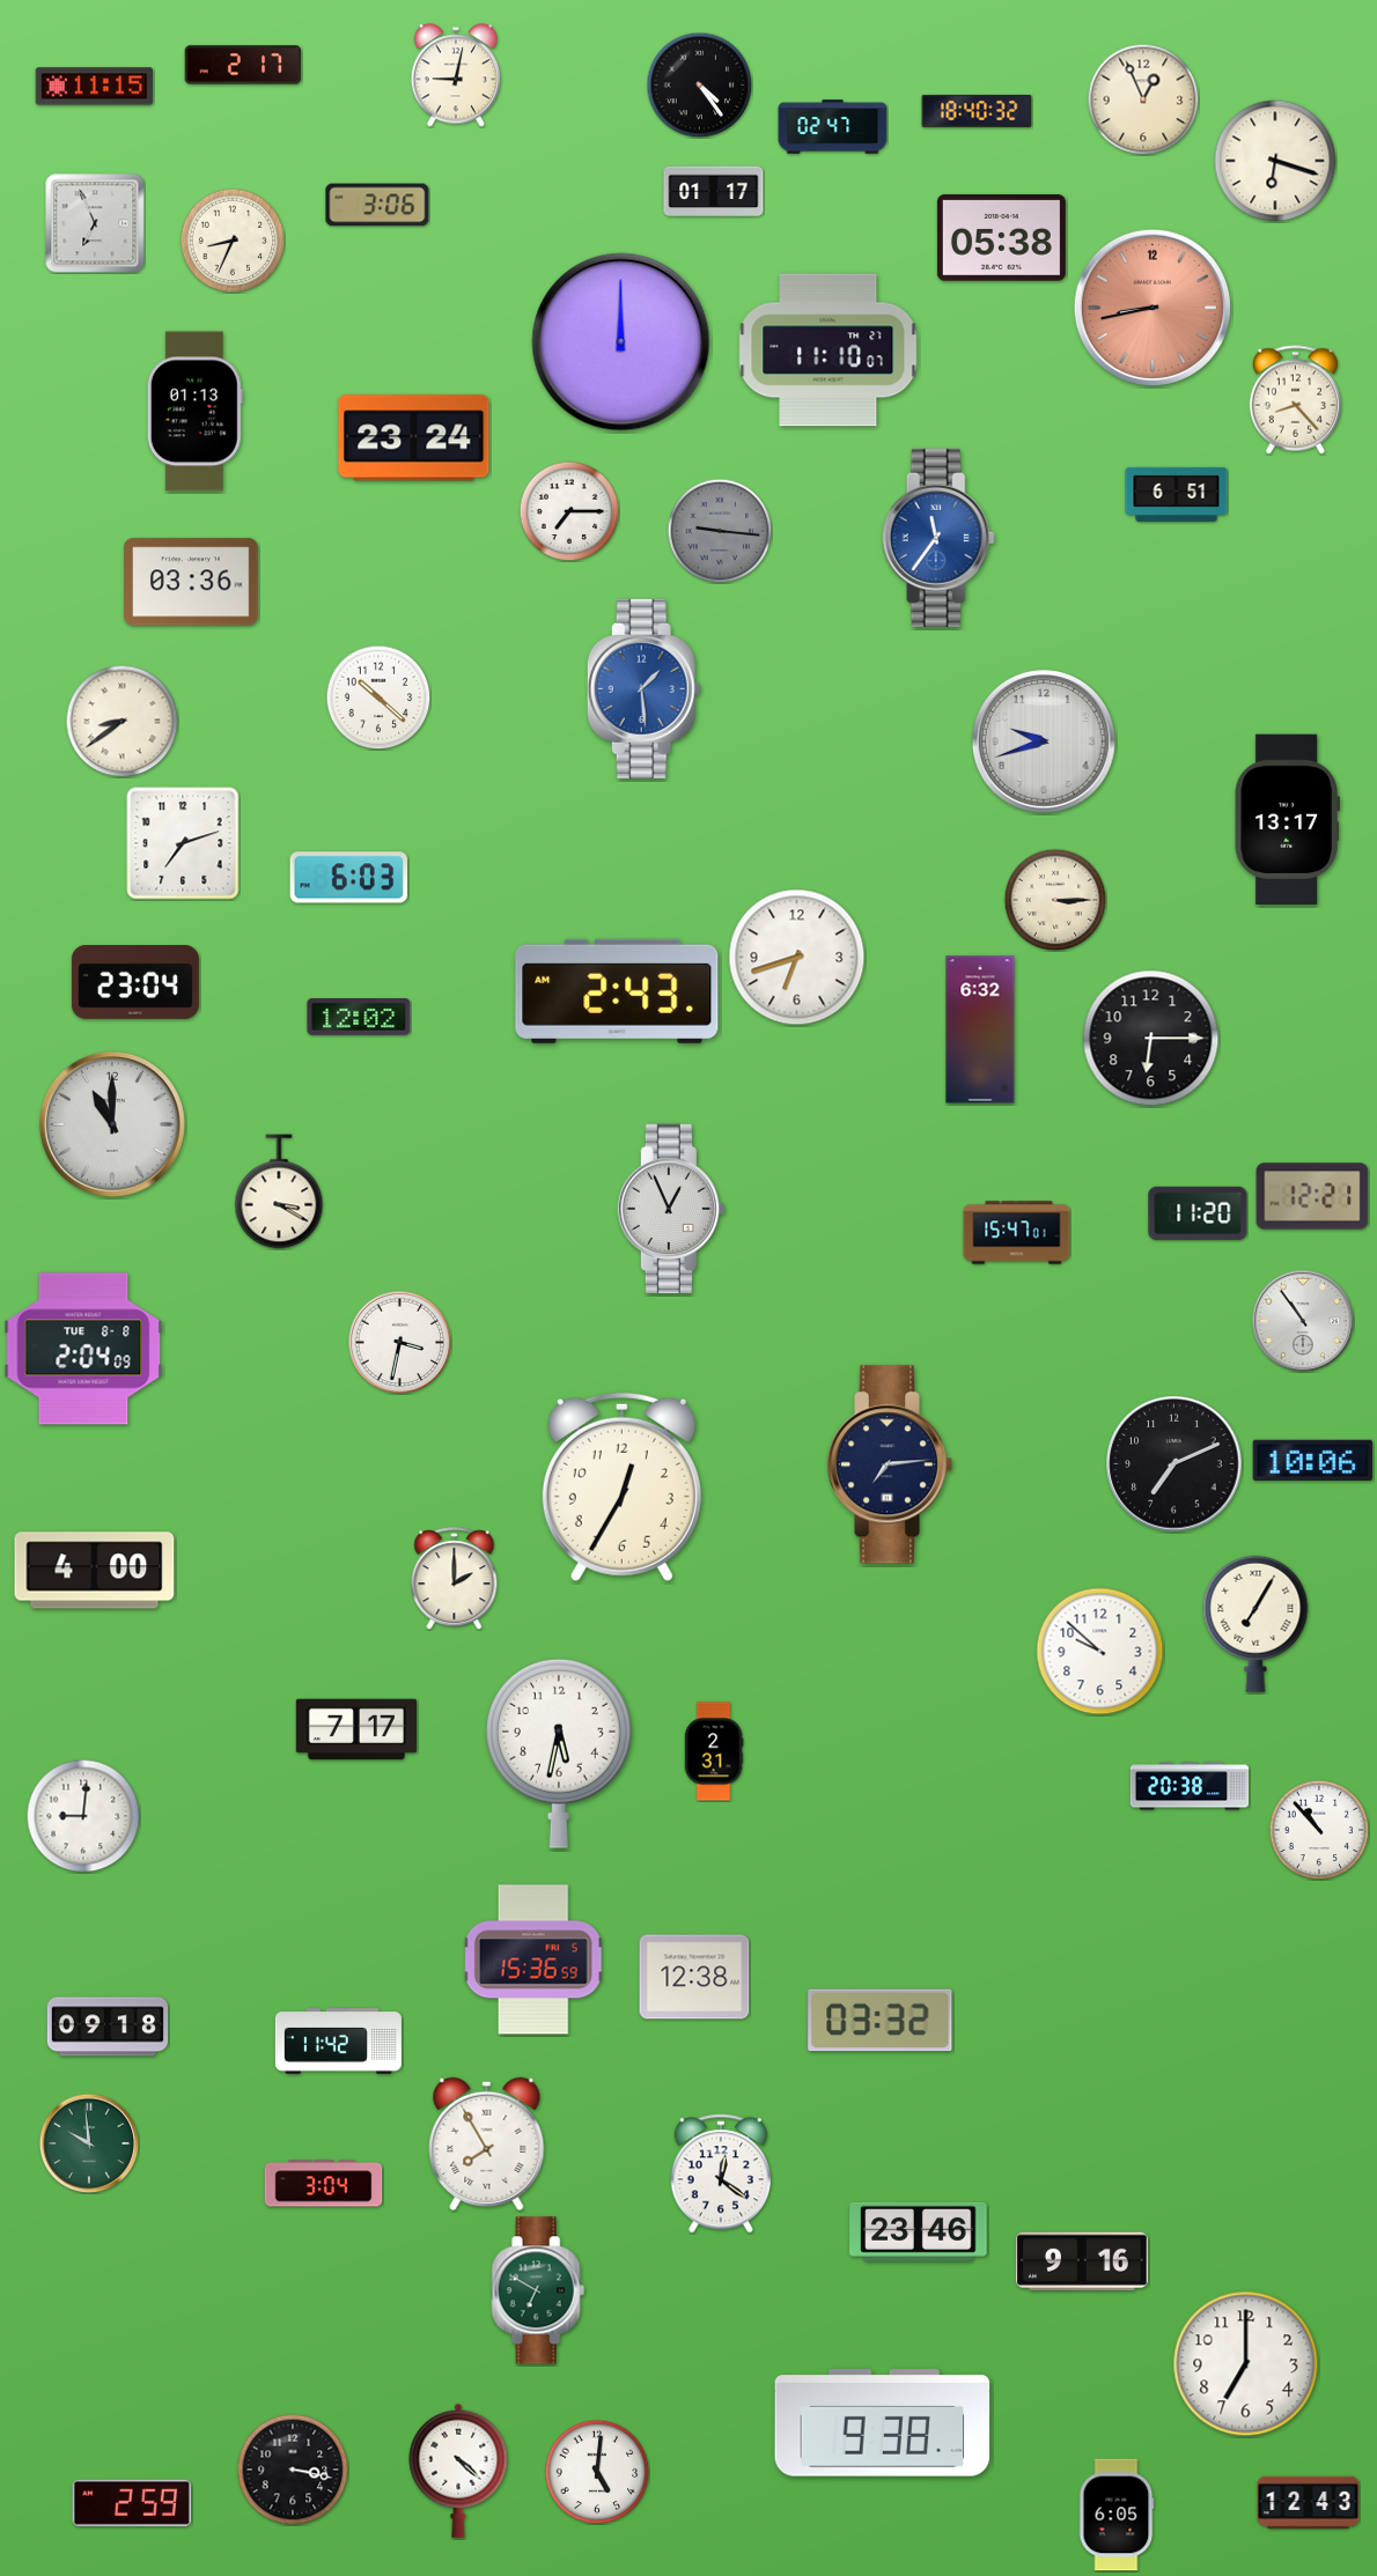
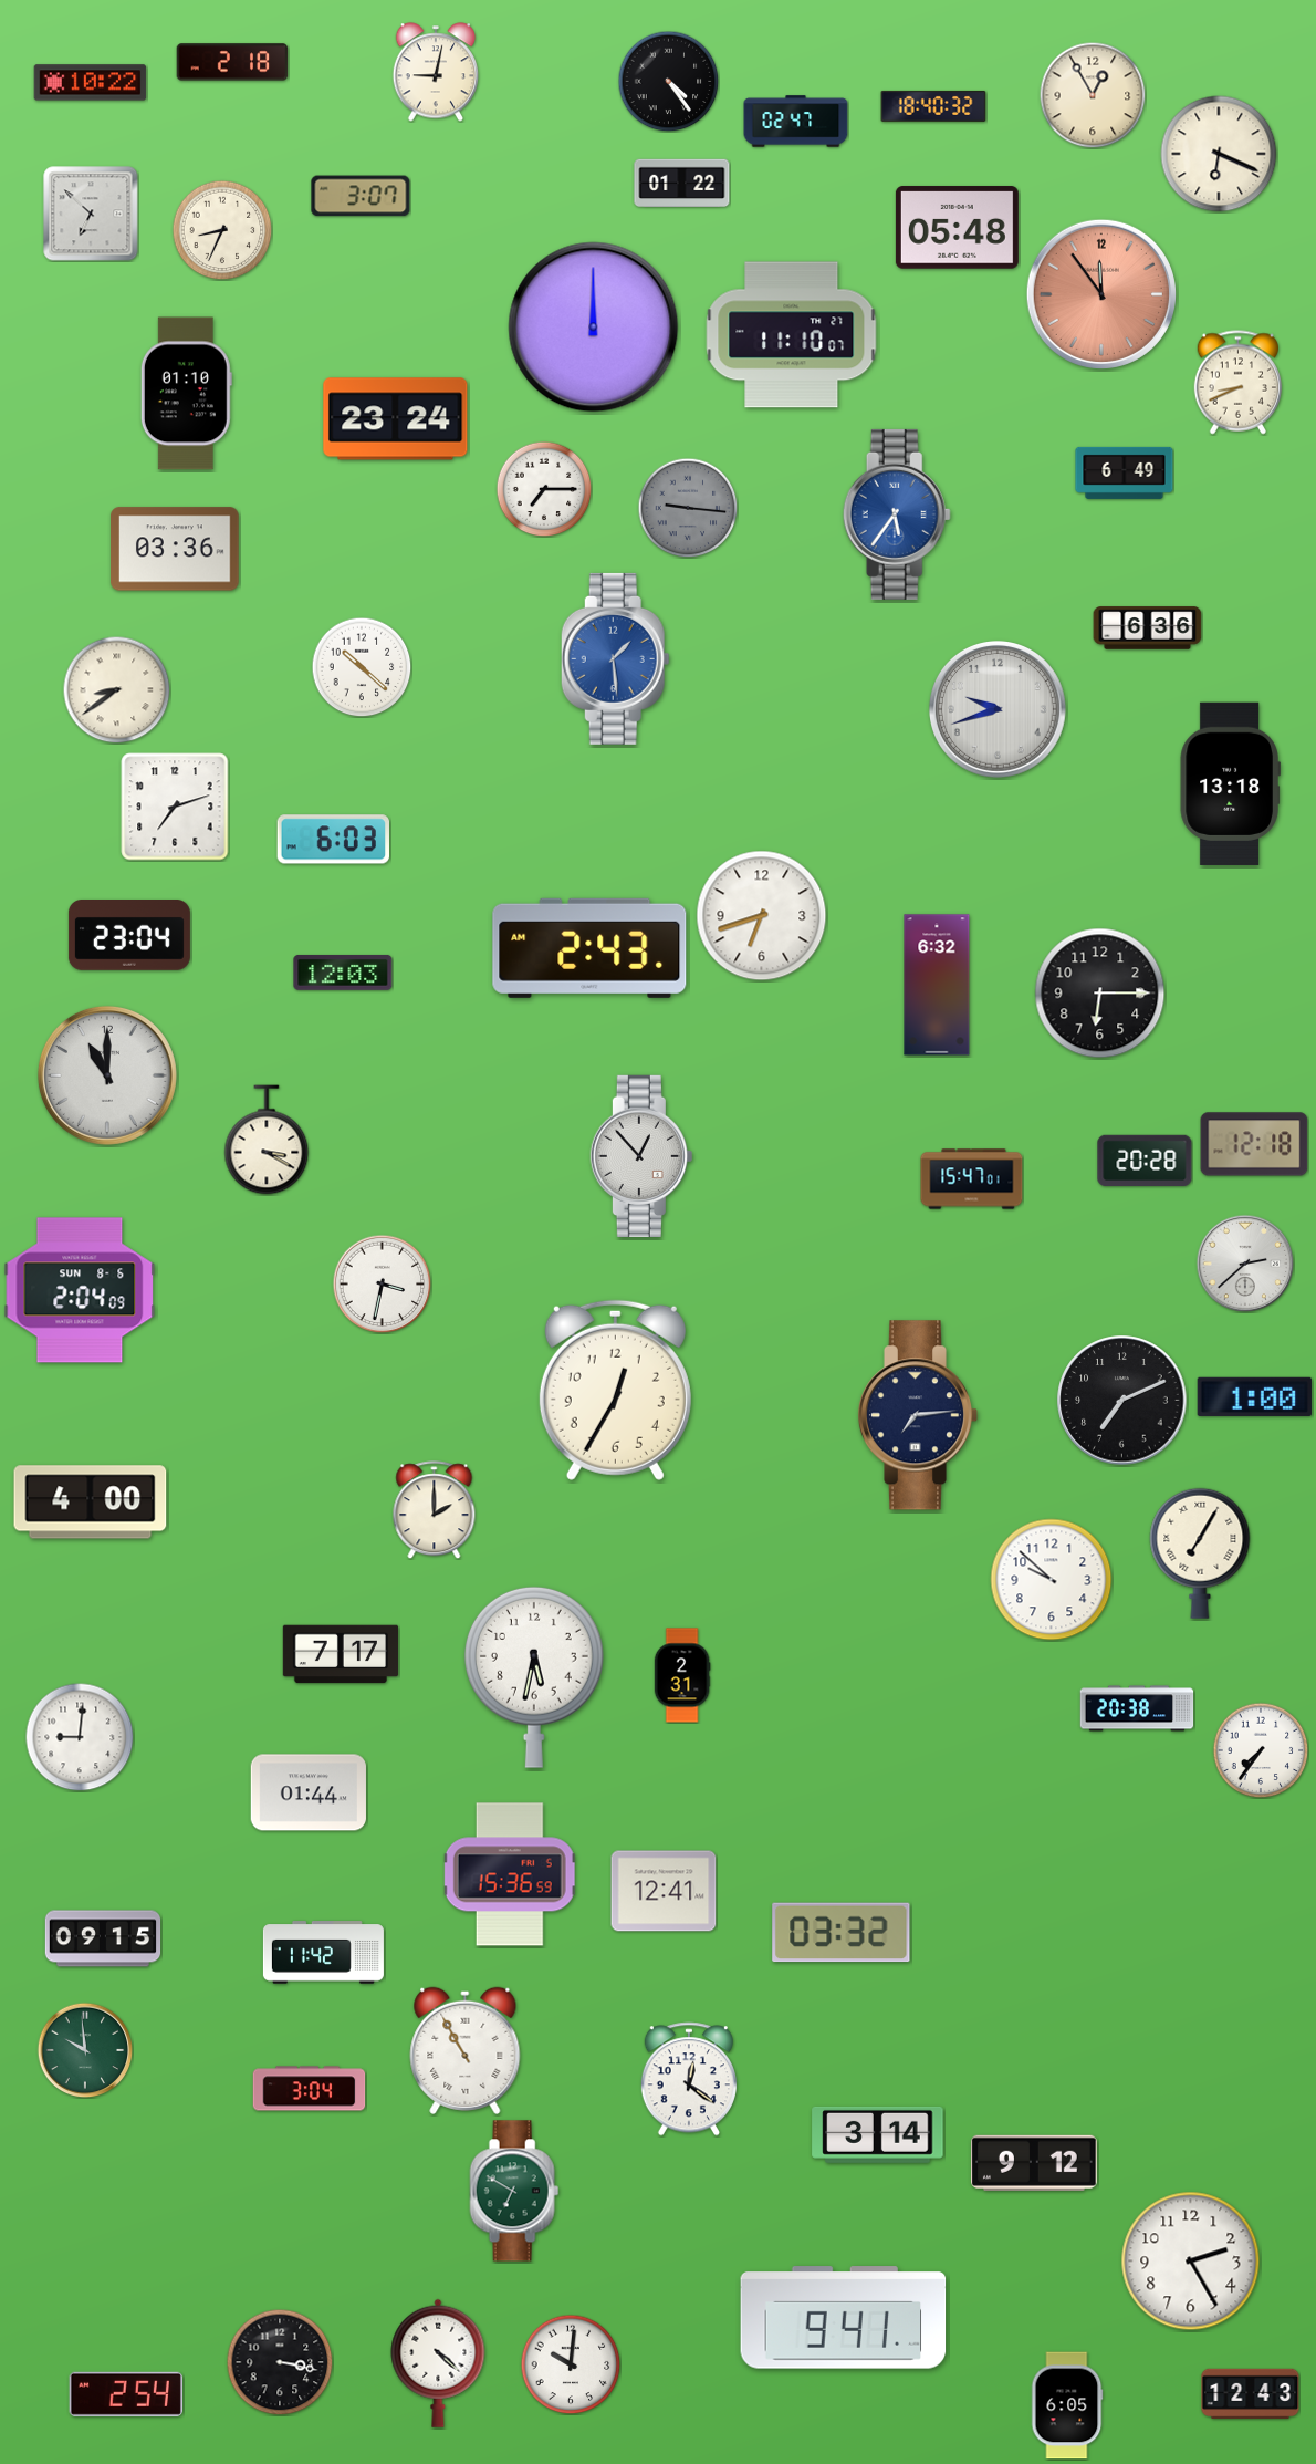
clock at (243, 65): 2:17 -> 2:18
clock at (95, 87): 11:15 -> 10:22
clock at (1143, 99): 12:56 -> 12:55
clock at (1275, 161): 6:18 -> 6:19
clock at (714, 192): 01:17 -> 01:22
clock at (377, 205): 3:06 -> 3:07
clock at (95, 223): 6:56 -> 6:52
clock at (1001, 238): 05:38 -> 05:48
clock at (1153, 308): 8:43 -> 11:54
clock at (1295, 400): 8:23 -> 8:41
clock at (194, 412): 01:13 -> 01:10
clock at (1177, 494): 6:51 -> 6:49
clock at (938, 538): 11:36 -> 5:36
clock at (191, 582) position: (191, 582) -> (175, 549)
clock at (1148, 628): none -> 6:36
clock at (1287, 819): 13:17 -> 13:18
clock at (1055, 900): 3:15 -> none
clock at (135, 983) position: (135, 983) -> (129, 936)
clock at (359, 1017): 12:02 -> 12:03
clock at (1312, 1196): 12:21 -> 12:18
clock at (671, 1208): 12:56 -> 12:53
clock at (1198, 1212): 11:20 -> 20:28
clock at (1303, 1321): 10:54 -> 2:38
clock at (83, 1349) date: TUE 8-8 -> SUN 8-6
clock at (1312, 1460): 10:06 -> 1:00
clock at (890, 1464) position: (890, 1464) -> (918, 1415)
clock at (621, 1486) position: (621, 1486) -> (615, 1390)
clock at (1319, 1830): 10:53 -> 7:36
clock at (309, 1792): none -> 01:44
clock at (694, 1977): 12:38 -> 12:41
clock at (108, 2027): 09:18 -> 09:15
clock at (487, 2143): 7:55 -> 10:55
clock at (919, 2231): 23:46 -> 3:14
clock at (1082, 2261): 9:16 -> 9:12
clock at (1246, 2364): 7:00 -> 2:25
clock at (883, 2423): 9:38 -> 9:41
clock at (597, 2472): 5:01 -> 10:01
clock at (132, 2503): 2:59 -> 2:54
